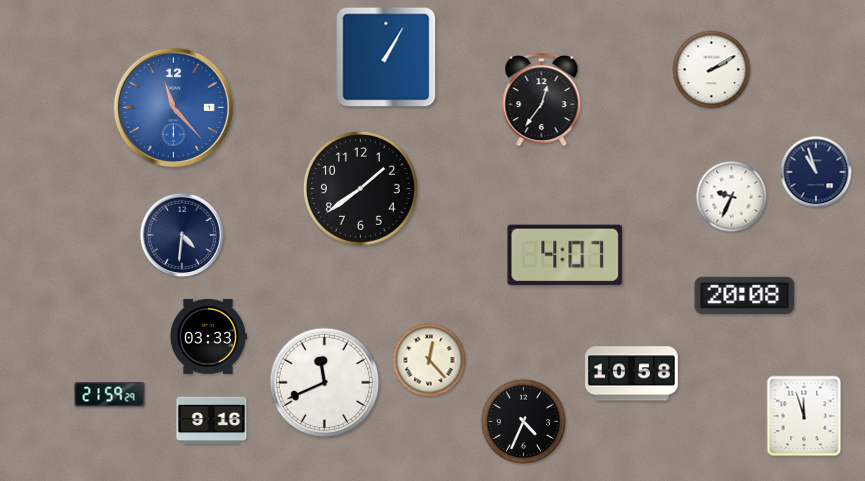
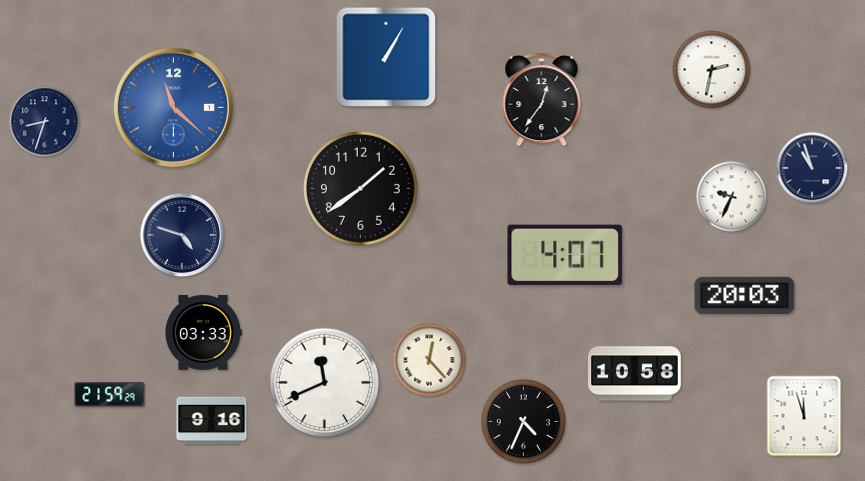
clock at (712, 70): 2:10 -> 2:32
clock at (173, 107): 11:23 -> 11:22
clock at (45, 122): none -> 8:33
clock at (816, 172) position: (816, 172) -> (812, 168)
clock at (181, 234): 4:31 -> 4:48
clock at (745, 295): 20:08 -> 20:03
clock at (208, 336) position: (208, 336) -> (203, 332)
clock at (632, 374) position: (632, 374) -> (635, 374)
